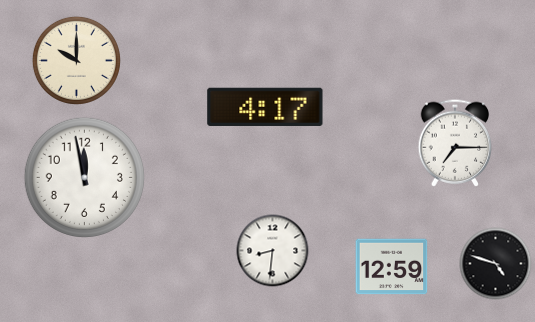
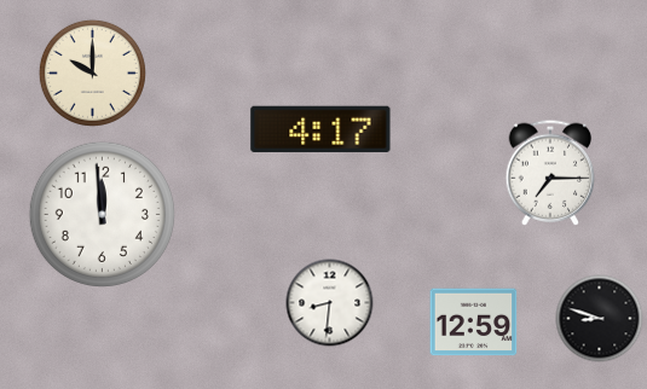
clock at (84, 177): 11:58 -> 11:59
clock at (496, 264): 4:48 -> 8:48
